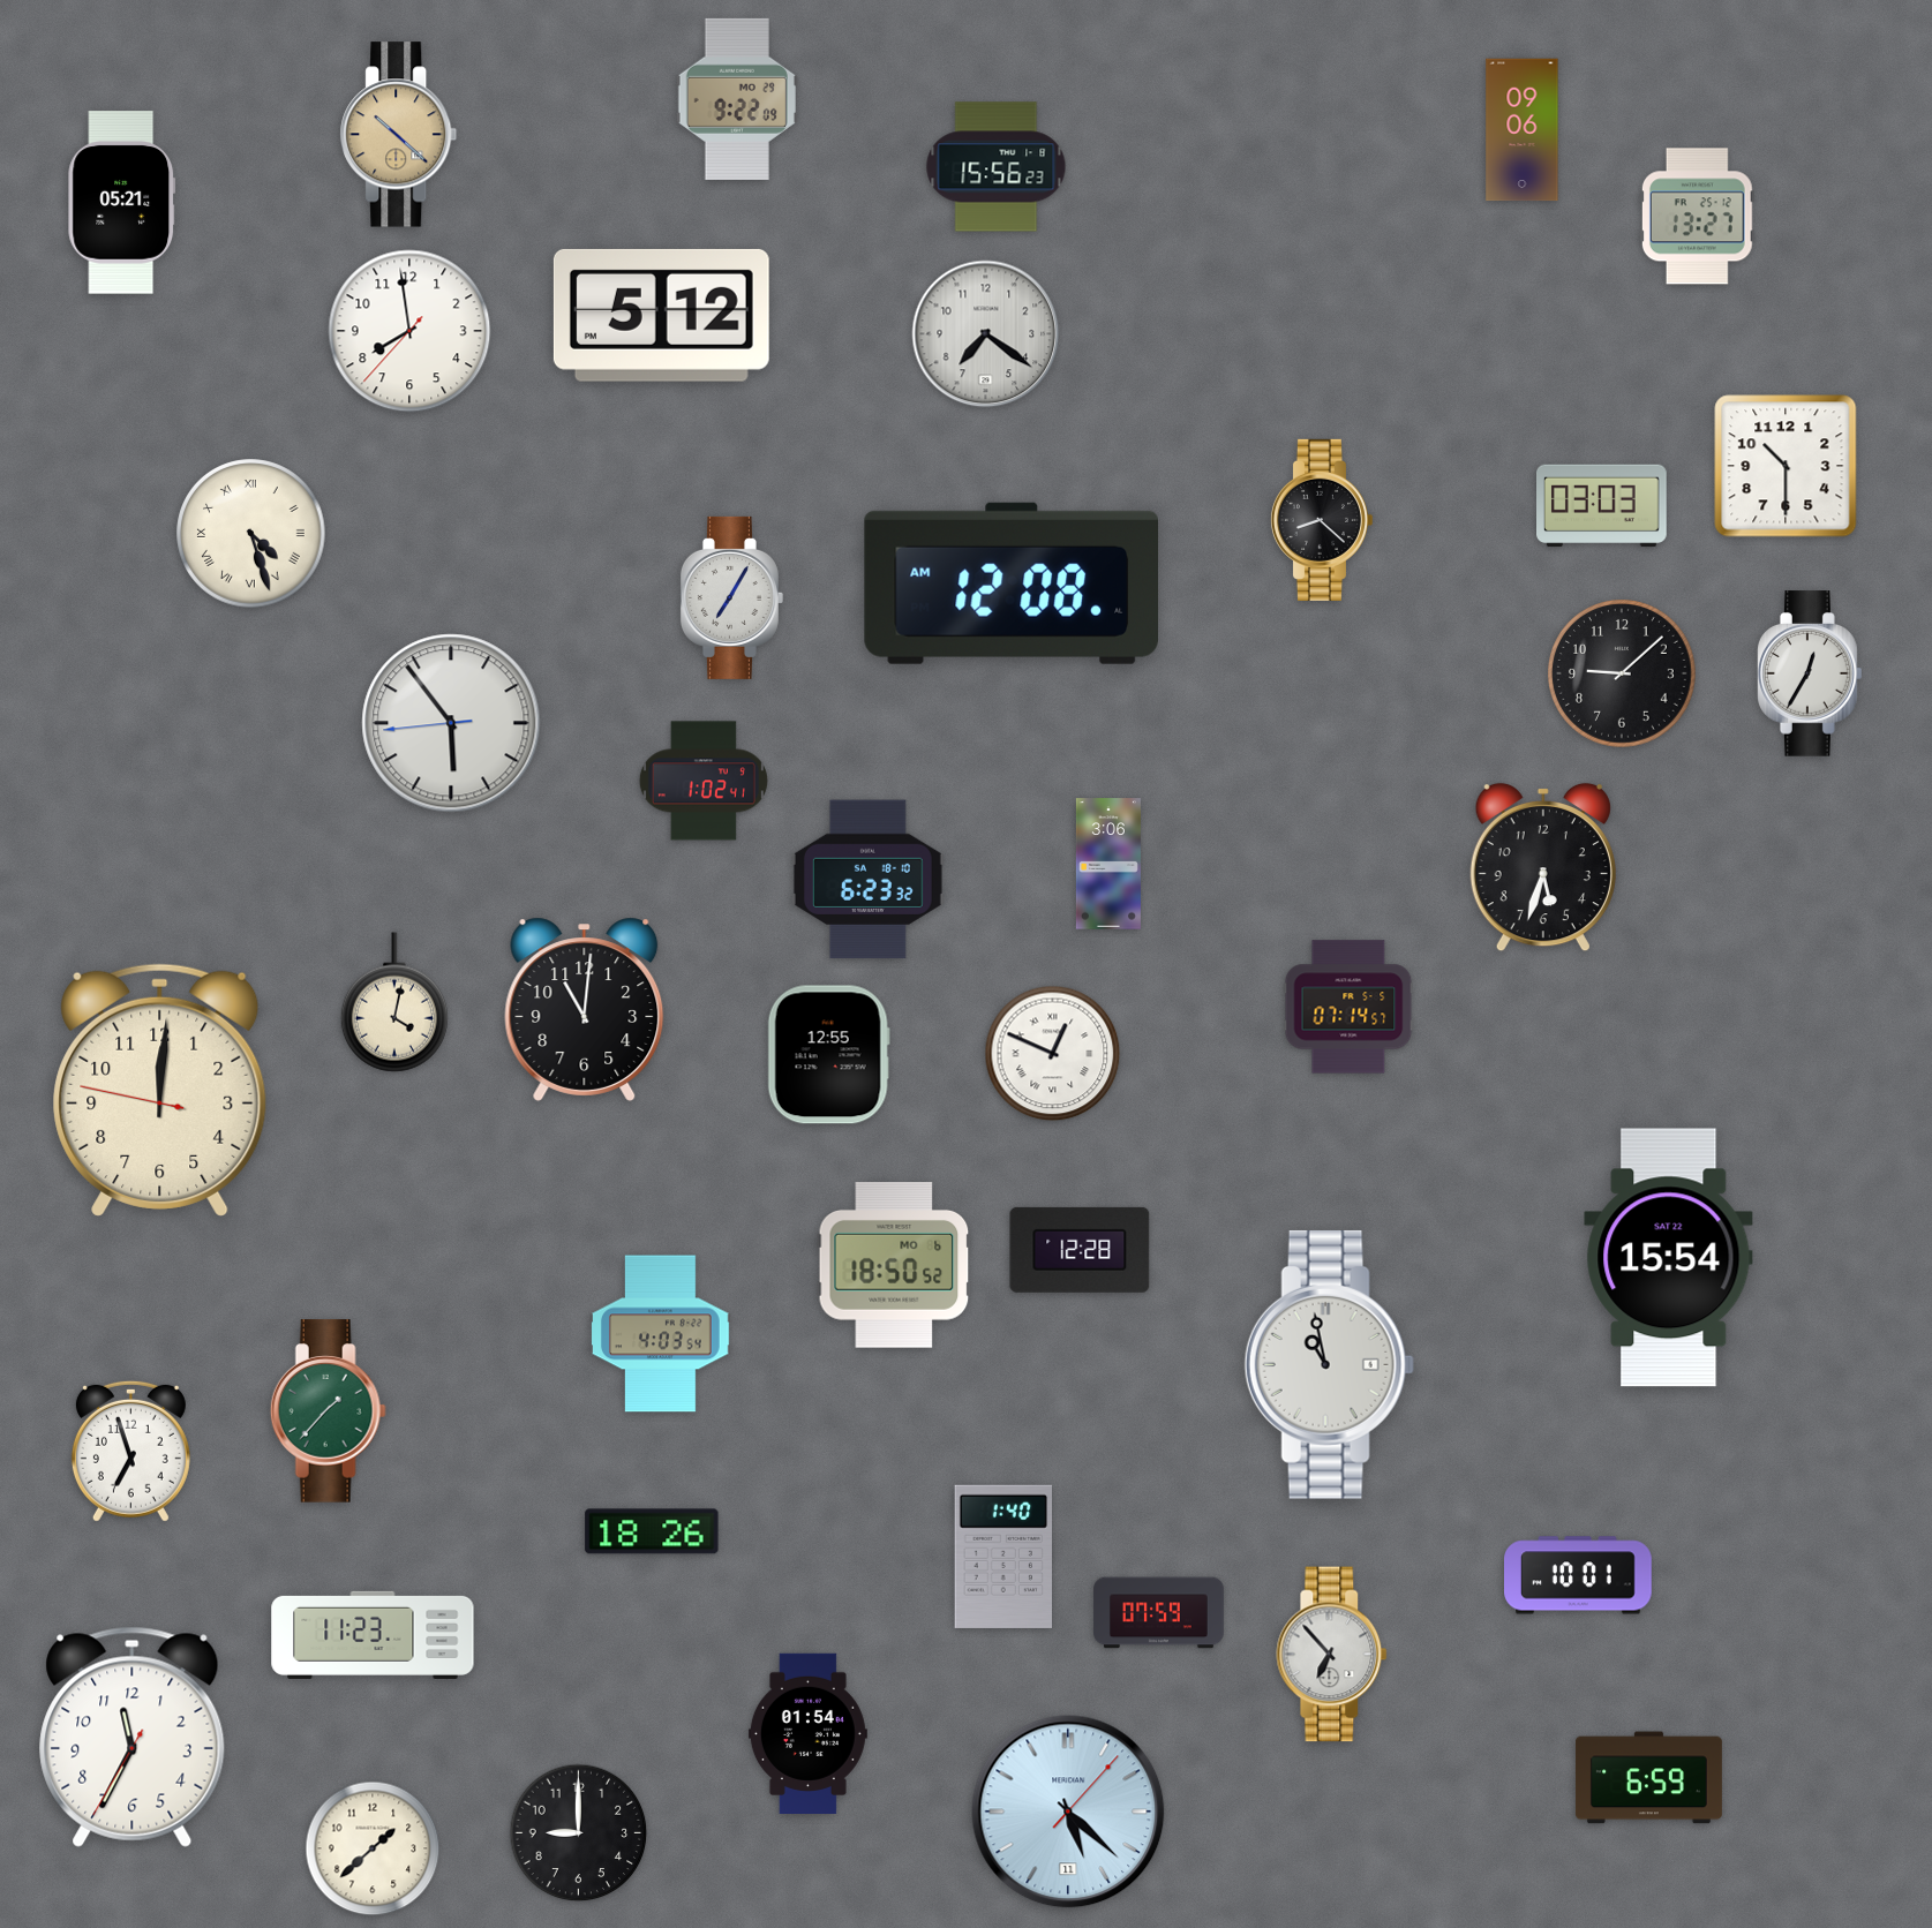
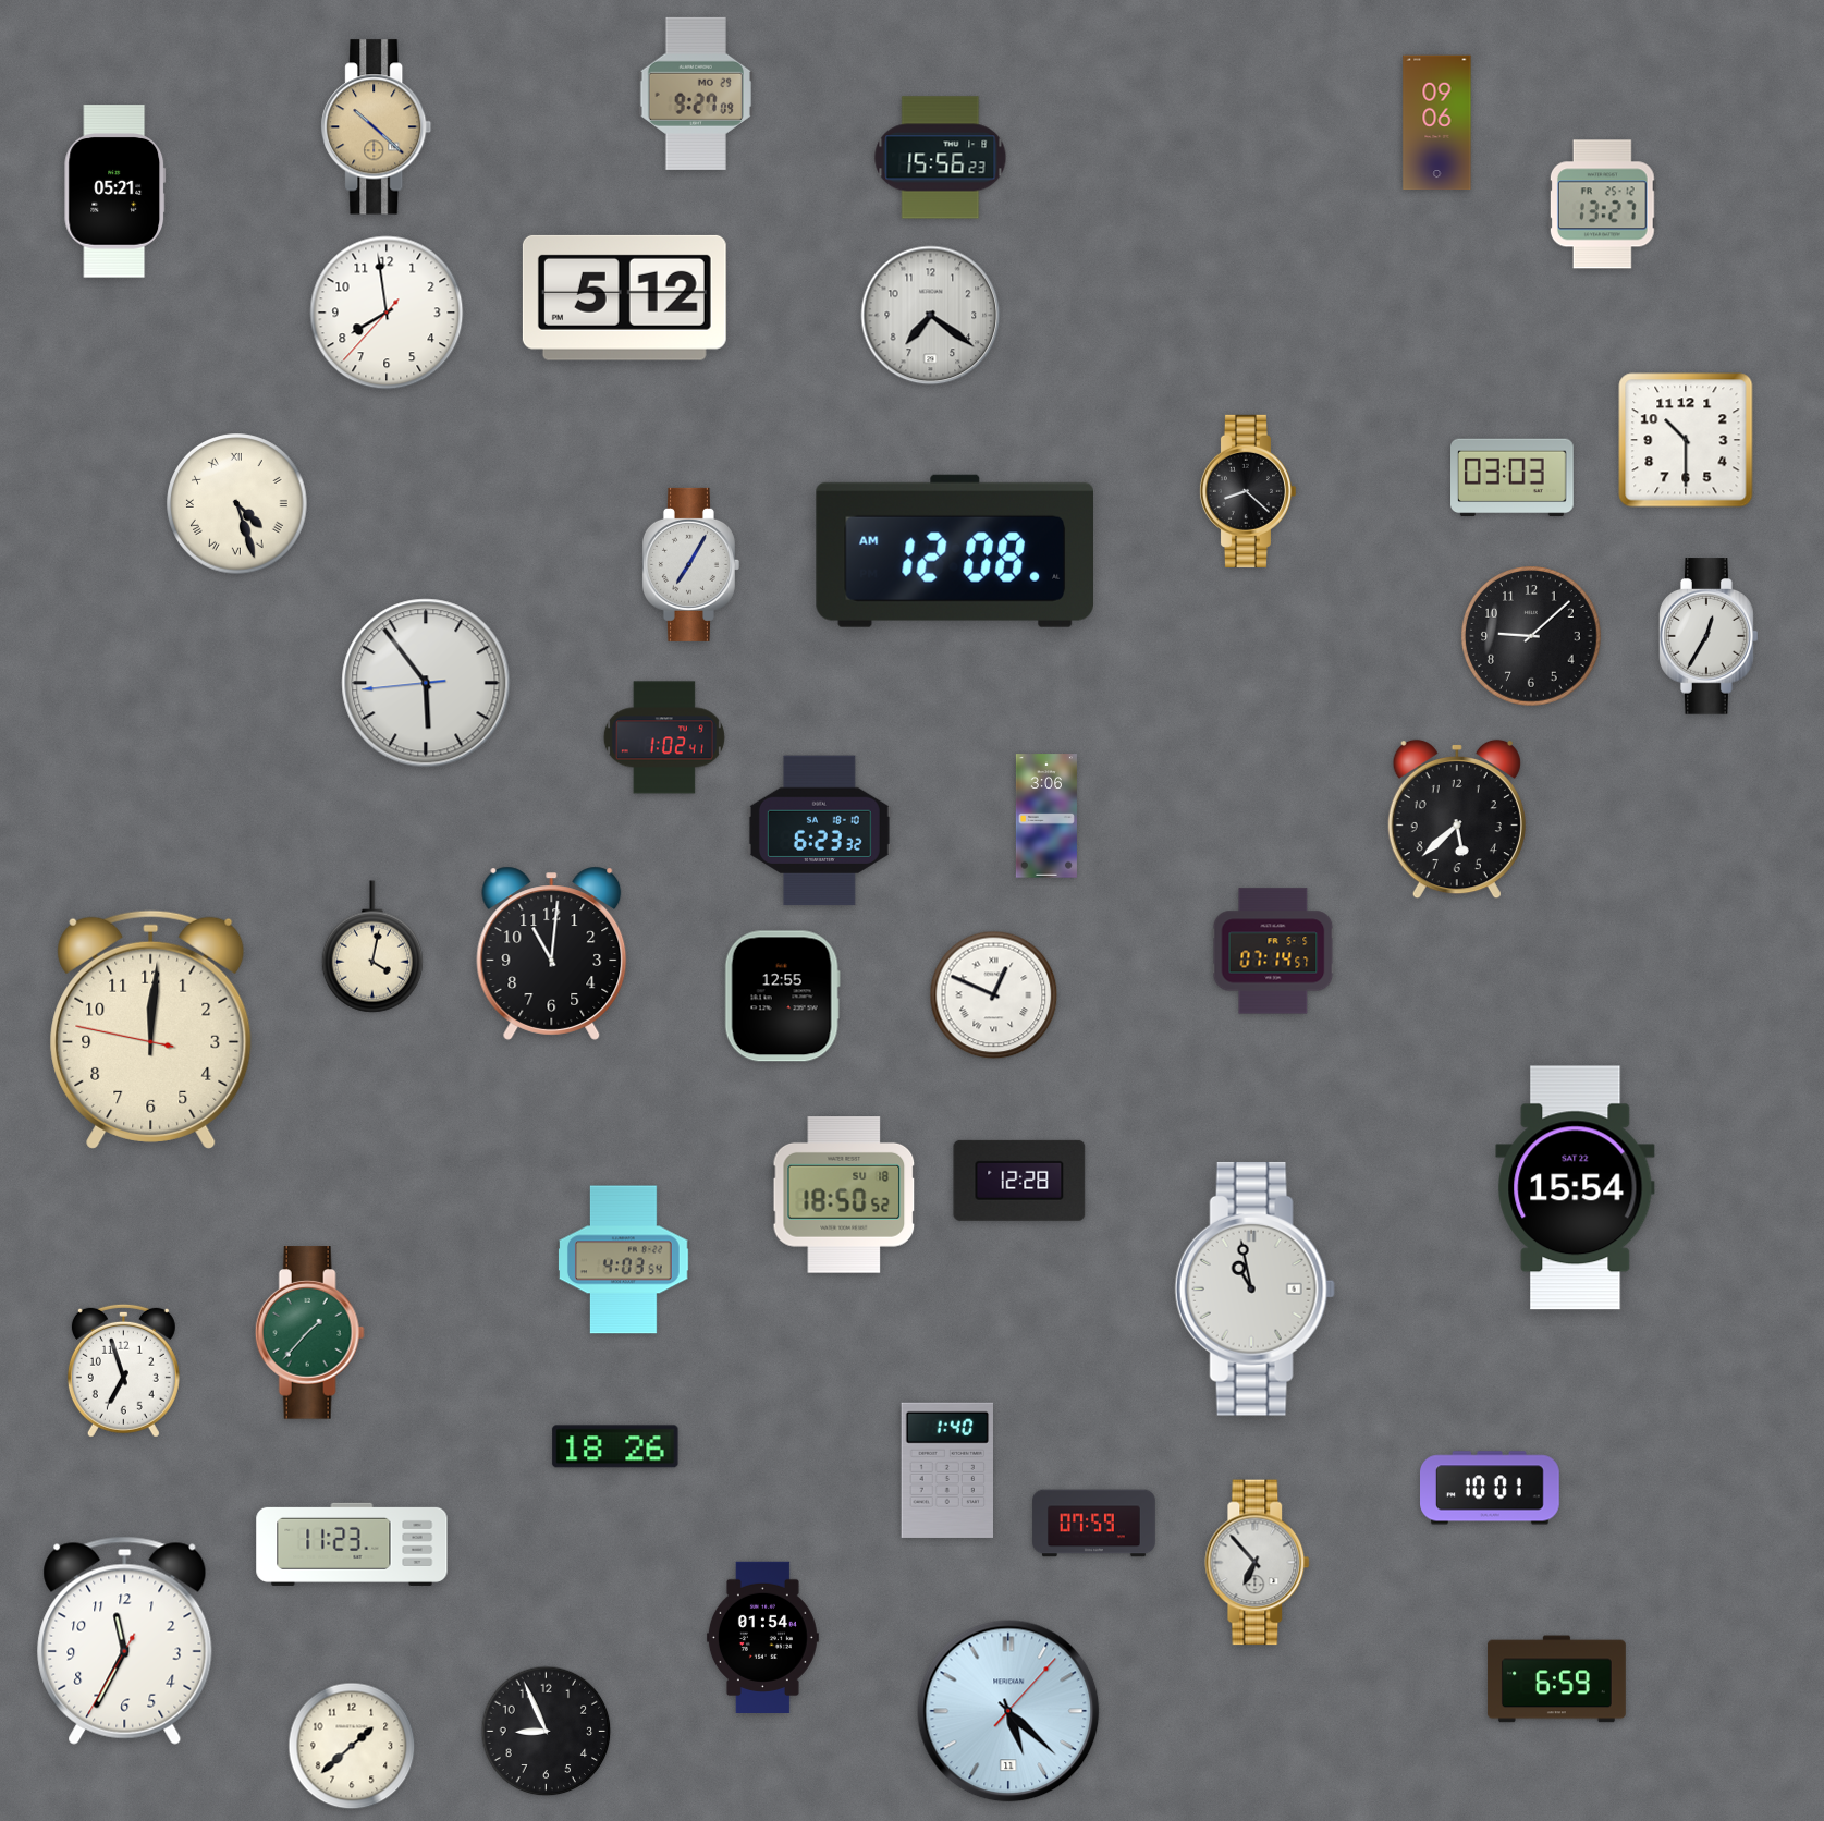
clock at (737, 99): 9:22 -> 9:27
clock at (1543, 867): 5:33 -> 5:38
clock at (894, 1266) date: MO 6 -> SU 18
clock at (579, 1833): 9:00 -> 8:56
